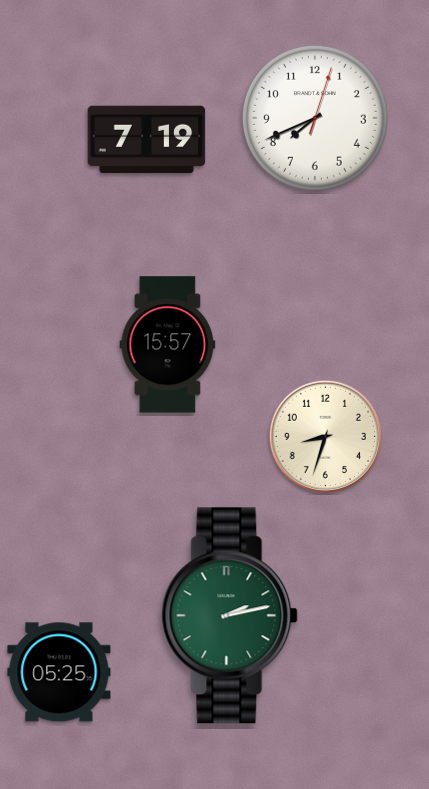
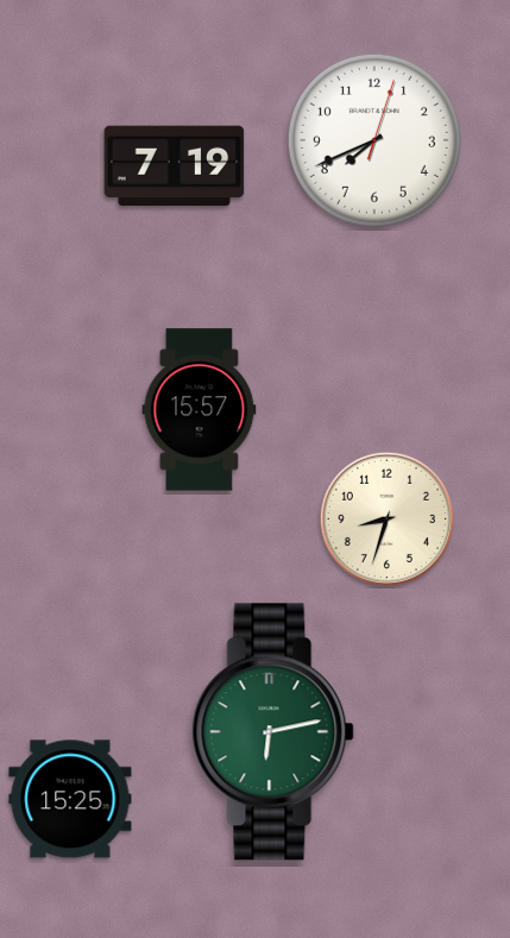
clock at (230, 616): 2:13 -> 6:13
clock at (59, 672): 05:25 -> 15:25
